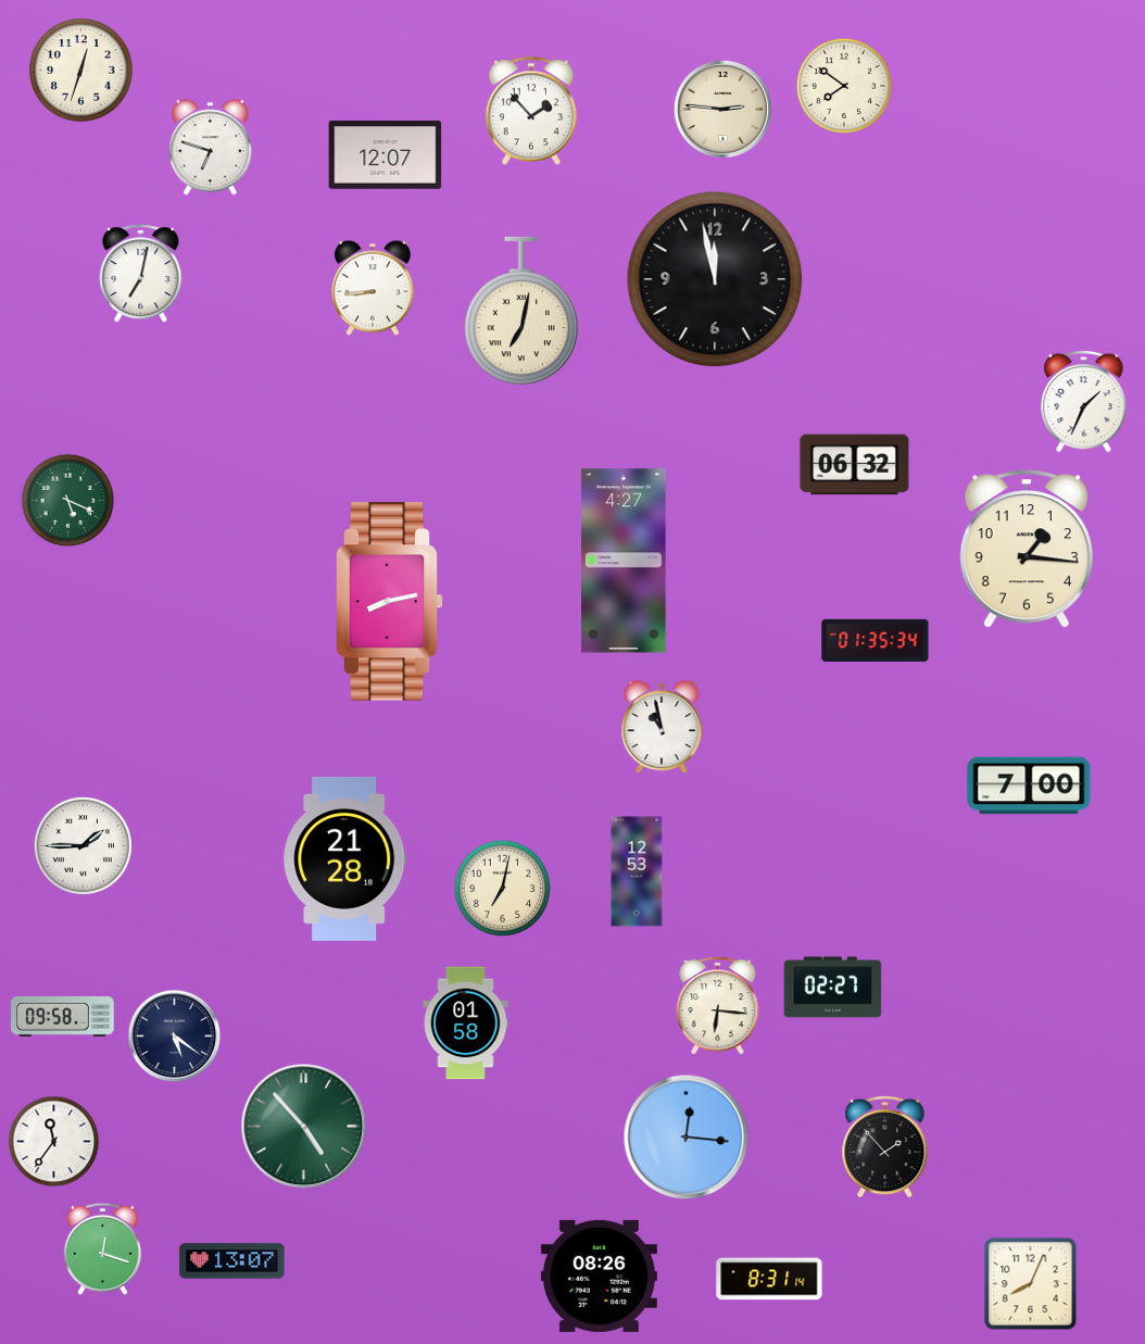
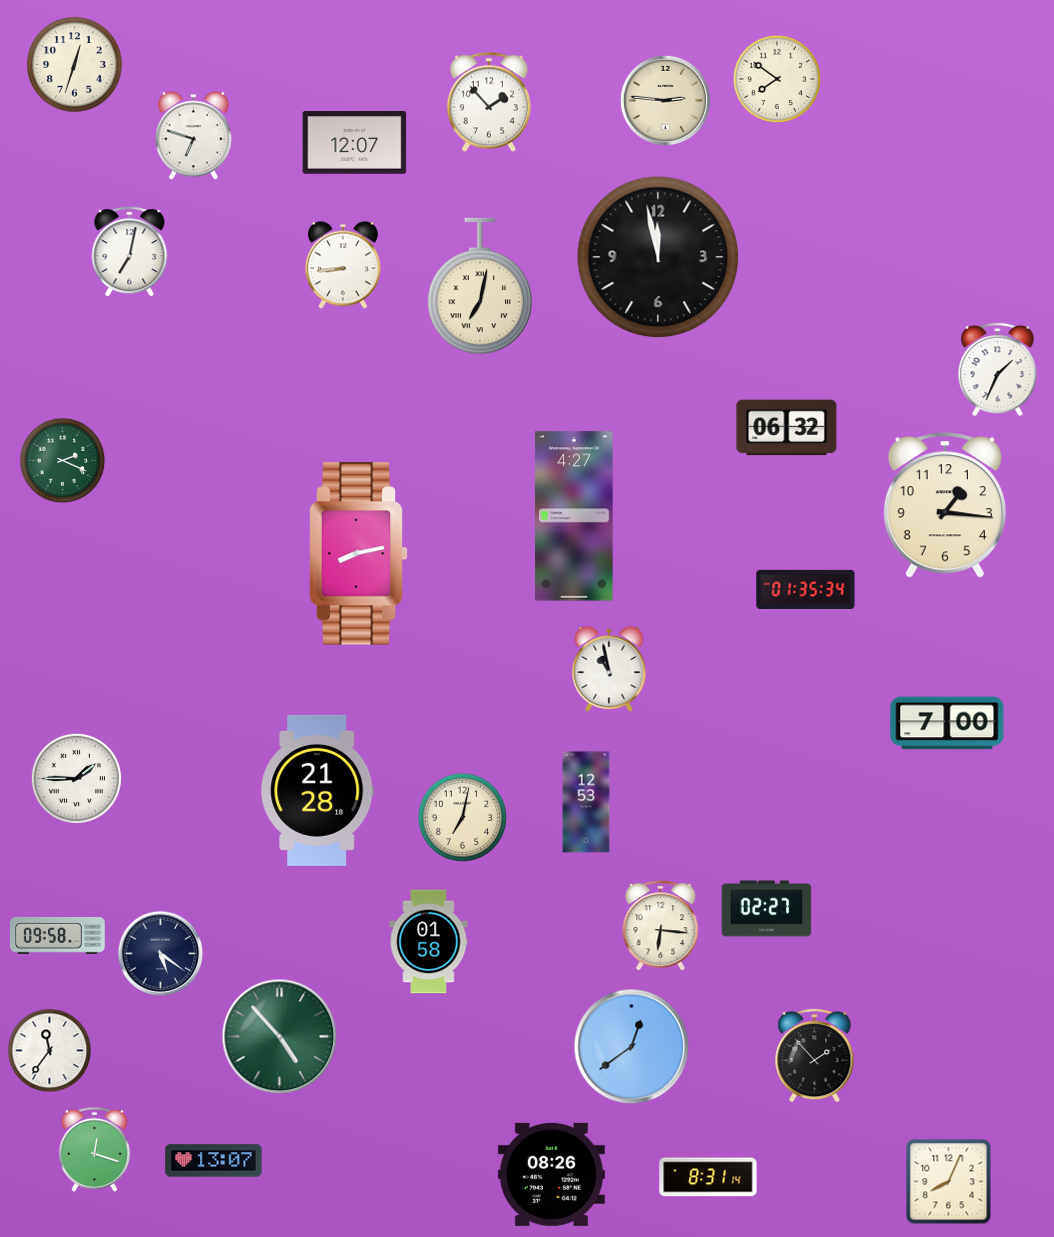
clock at (68, 501): 5:19 -> 2:19
clock at (687, 1138): 12:16 -> 12:39
